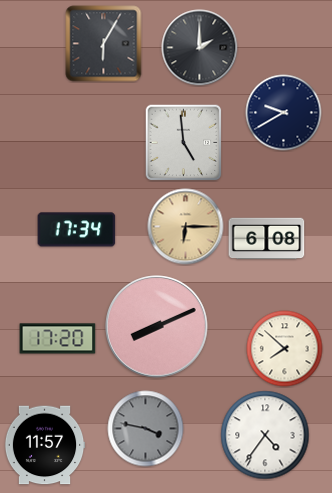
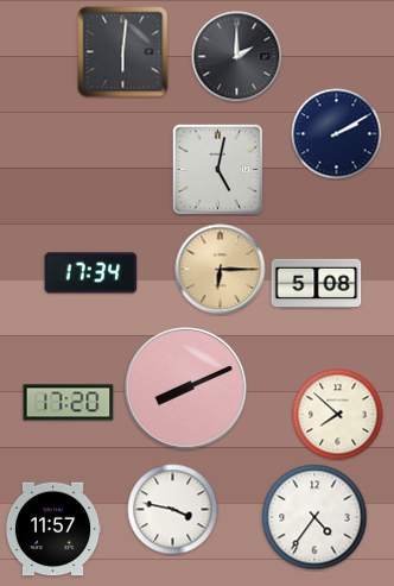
clock at (104, 44): 6:05 -> 6:01
clock at (284, 113): 9:40 -> 2:10
clock at (183, 142): 4:59 -> 5:02
clock at (267, 239): 6:08 -> 5:08
clock at (146, 429) dial: grey -> white
